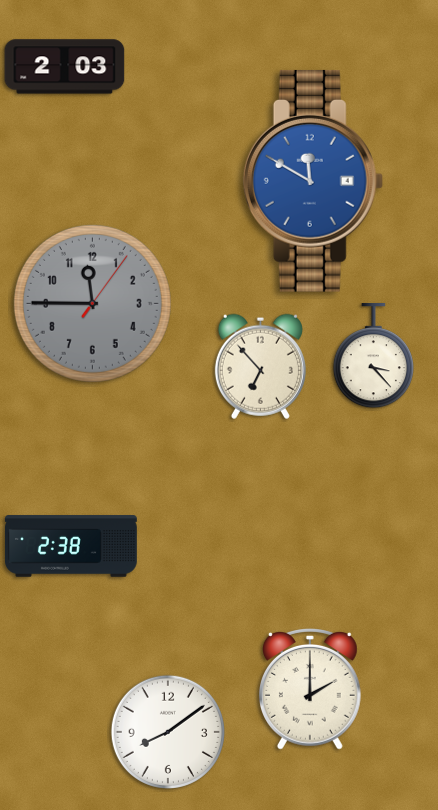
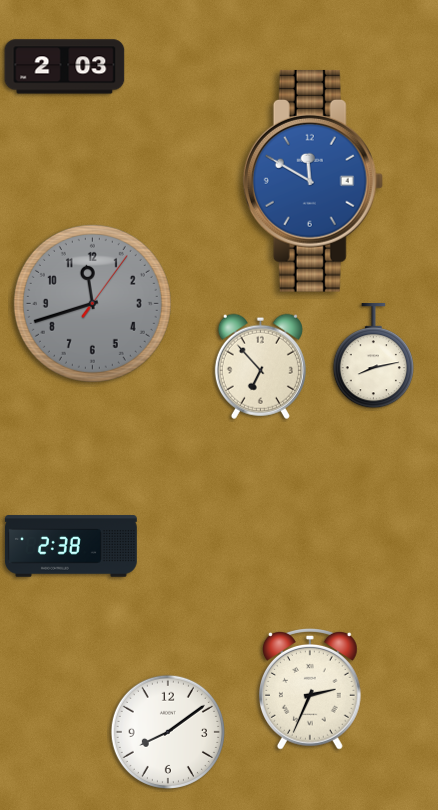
clock at (92, 303): 11:45 -> 11:42
clock at (373, 356): 3:23 -> 8:13
clock at (310, 690): 2:00 -> 2:34
